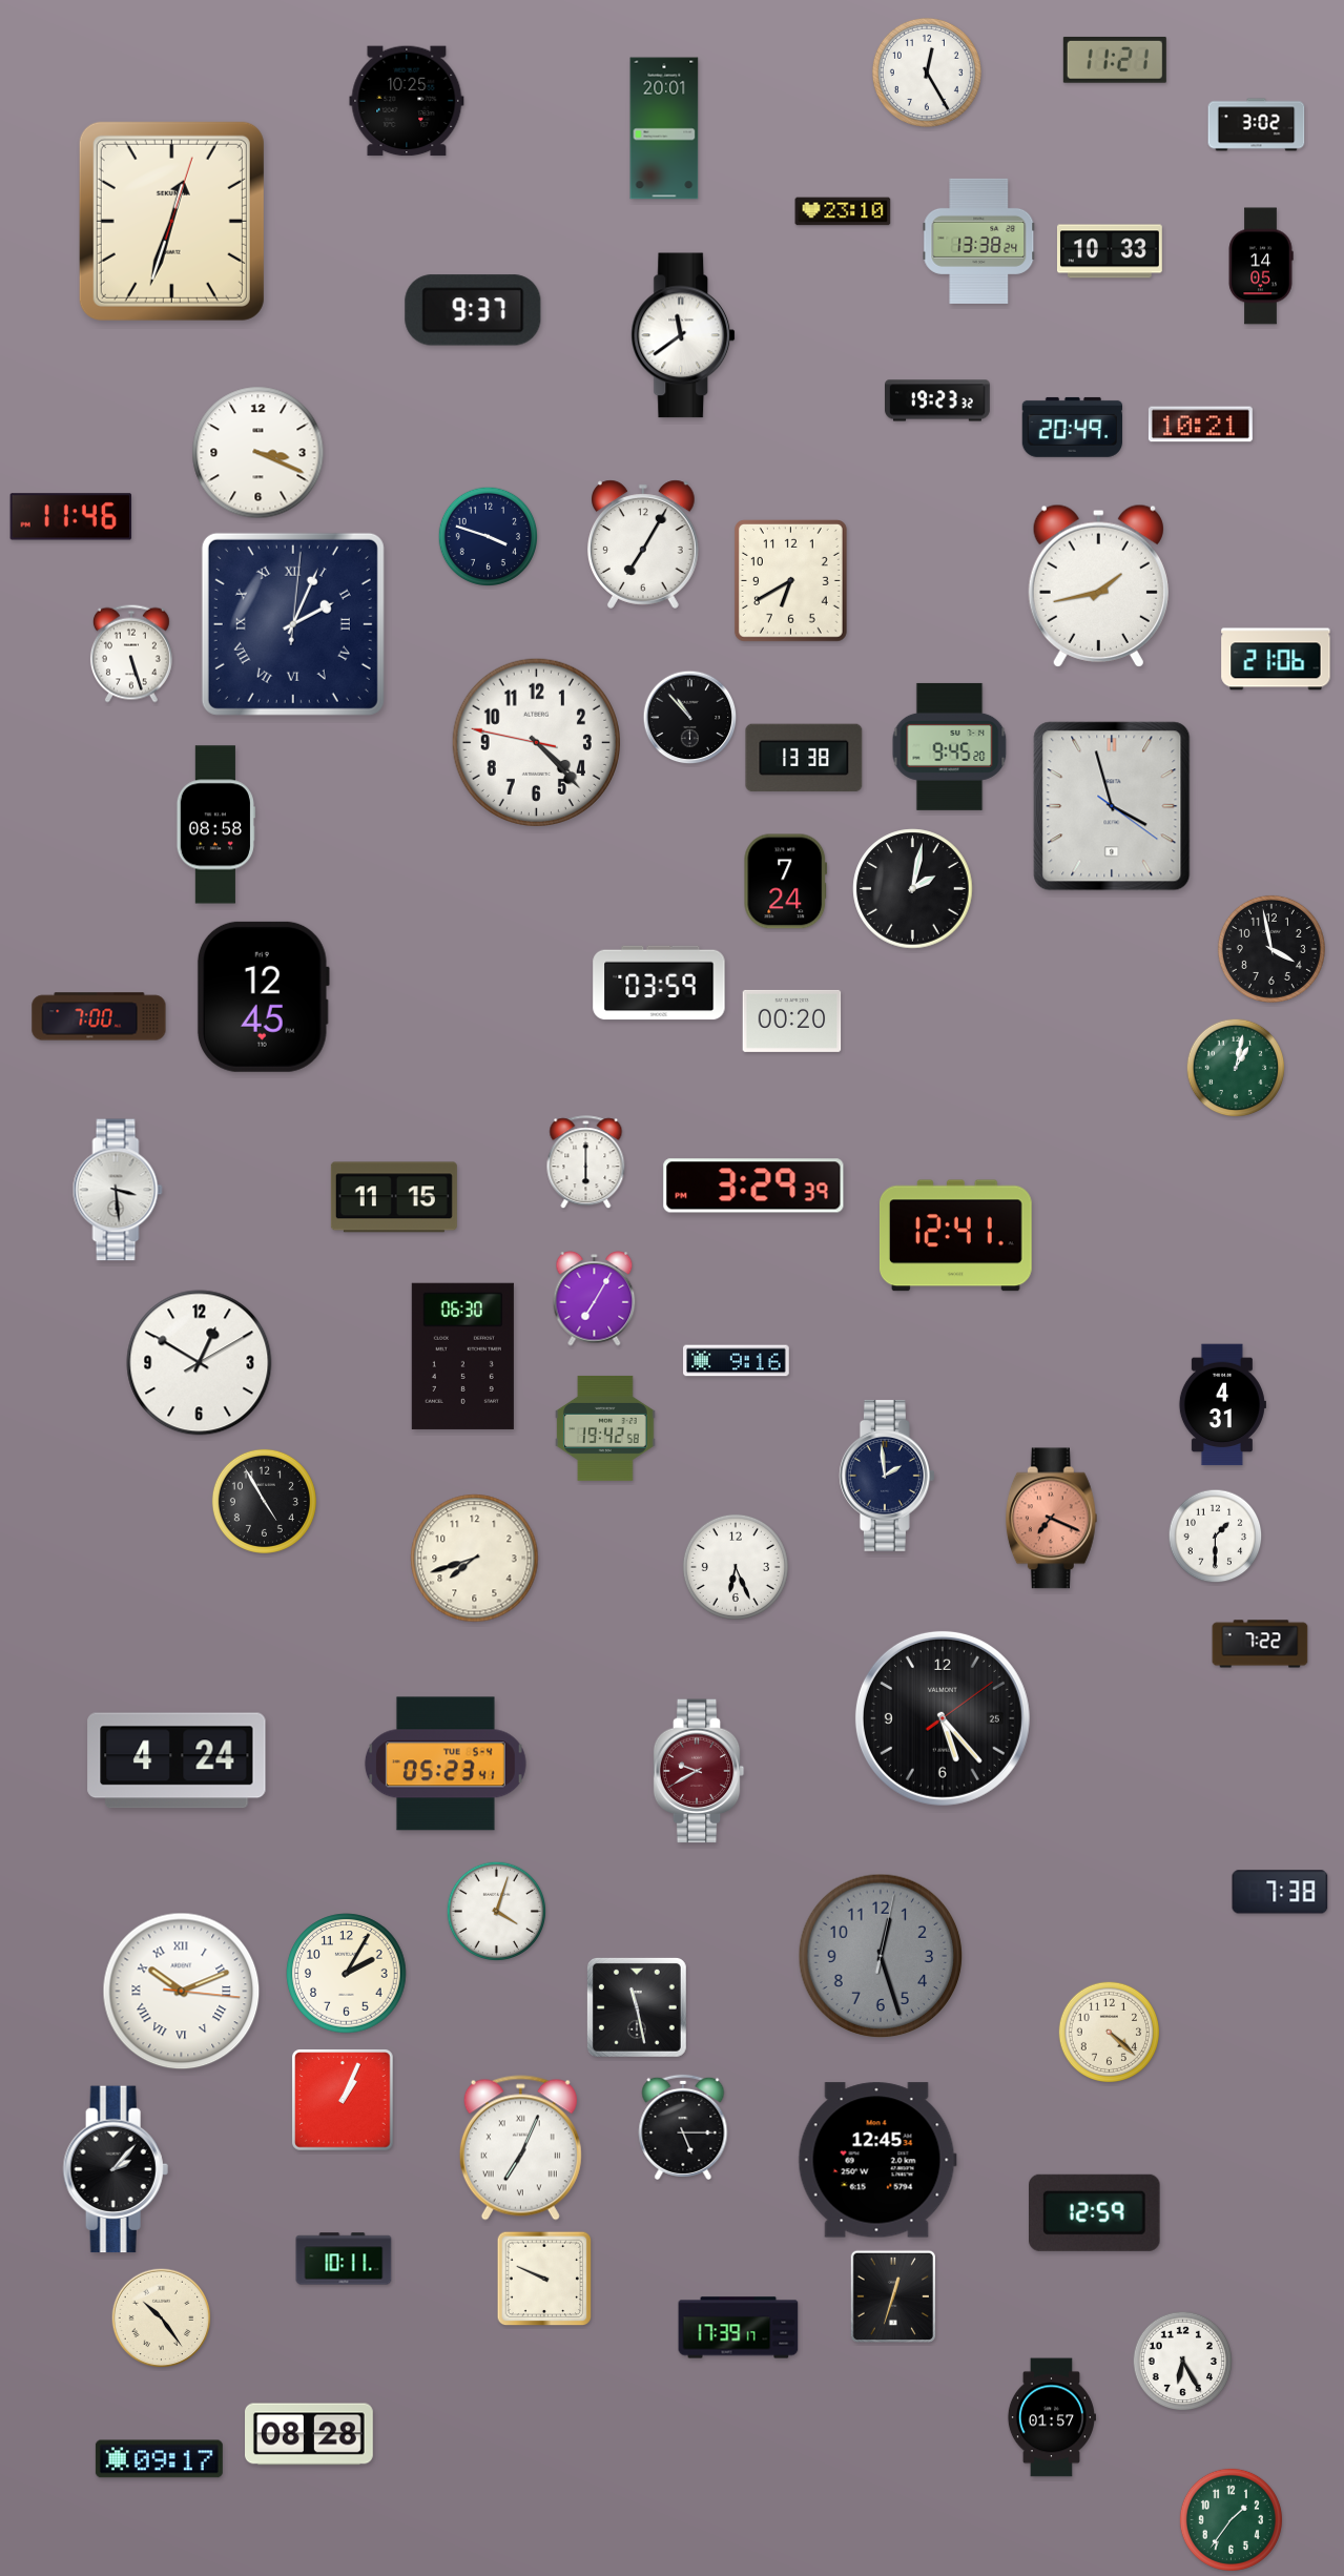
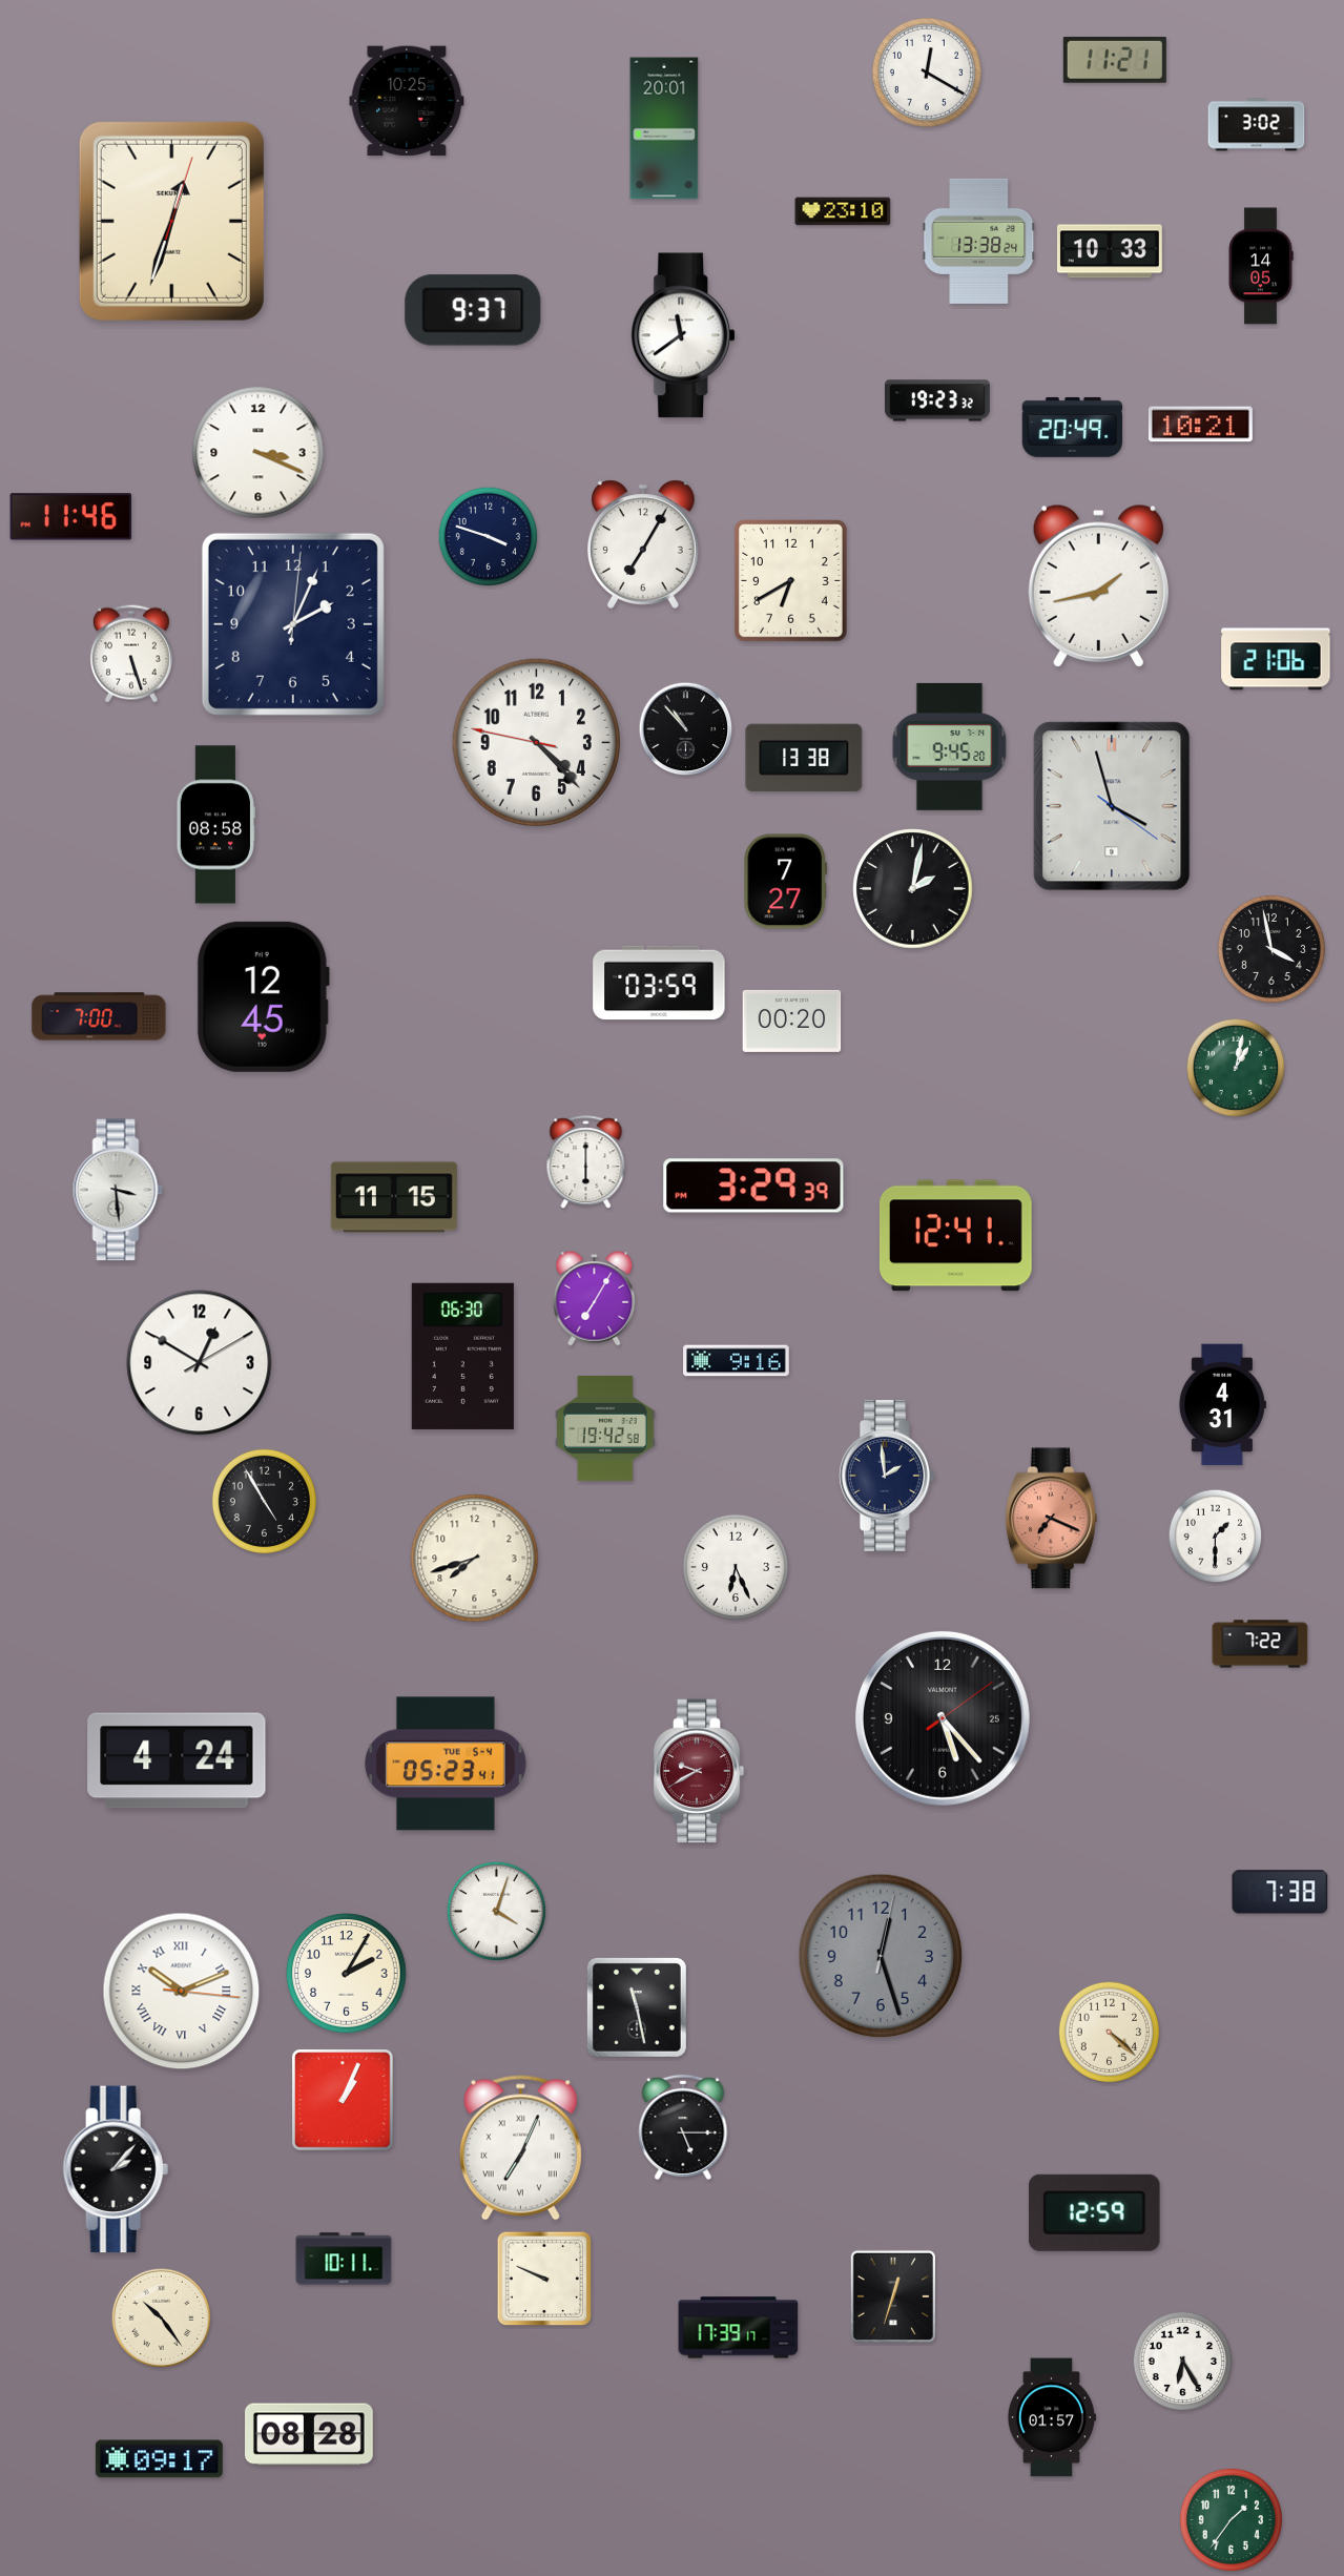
clock at (927, 73): 12:25 -> 12:20
clock at (293, 624) numerals: Roman -> Arabic
clock at (690, 718) position: (690, 718) -> (686, 729)
clock at (786, 882): 7:24 -> 7:27
clock at (877, 2160): 12:45 -> none
